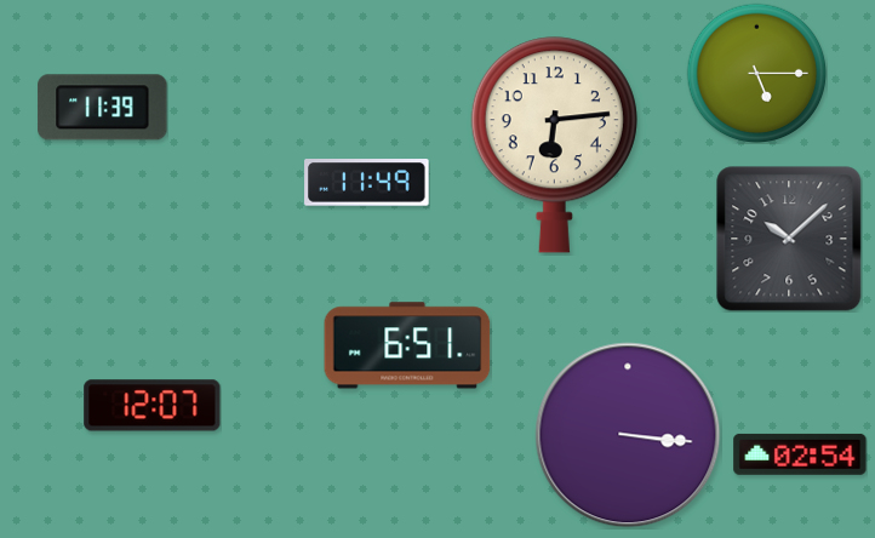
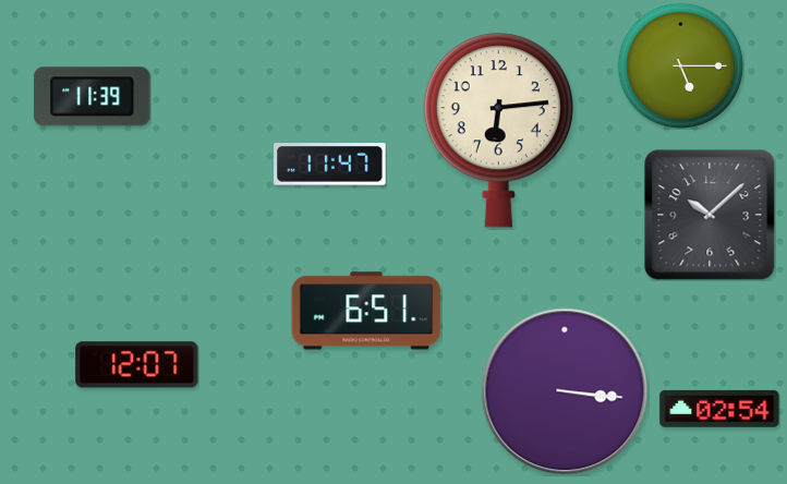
clock at (367, 183): 11:49 -> 11:47
